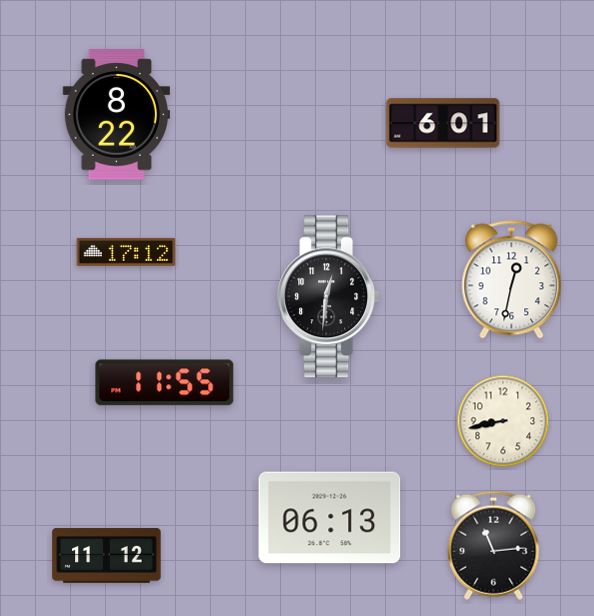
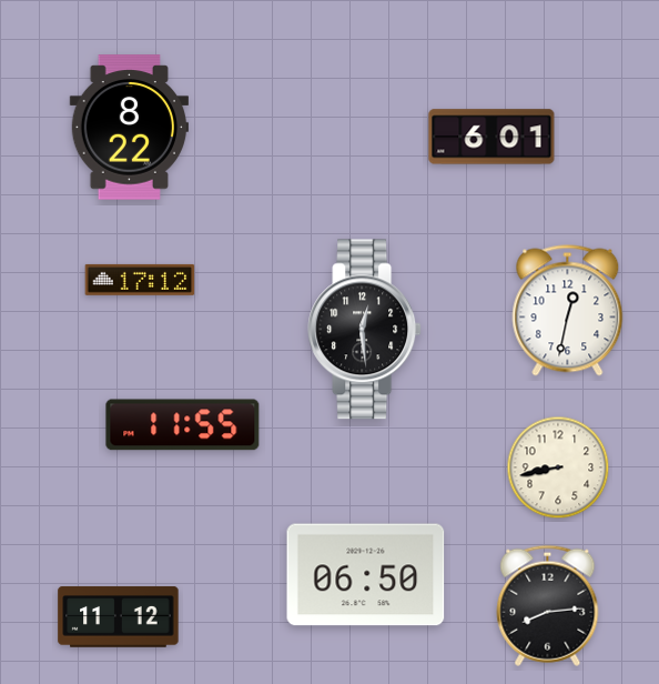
clock at (329, 297): 12:31 -> 12:29
clock at (330, 518): 06:13 -> 06:50
clock at (494, 545): 11:14 -> 8:14
